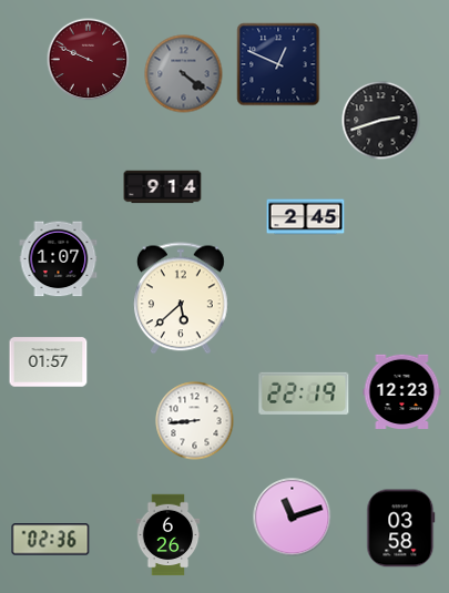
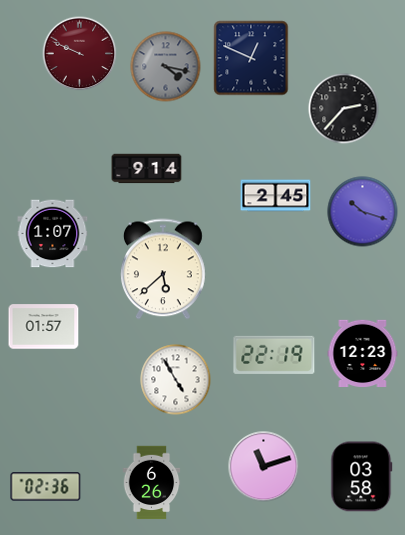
clock at (184, 74): 4:21 -> 4:17
clock at (381, 121): 2:42 -> 2:37
clock at (363, 212): none -> 10:18
clock at (195, 421): 8:44 -> 4:55
